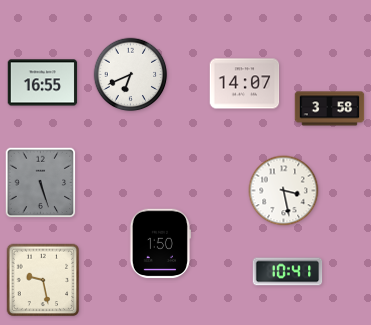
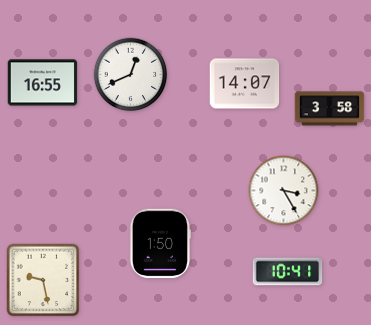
clock at (131, 75): 6:41 -> 12:41
clock at (41, 183): 5:27 -> none
clock at (284, 191): 3:28 -> 3:25
